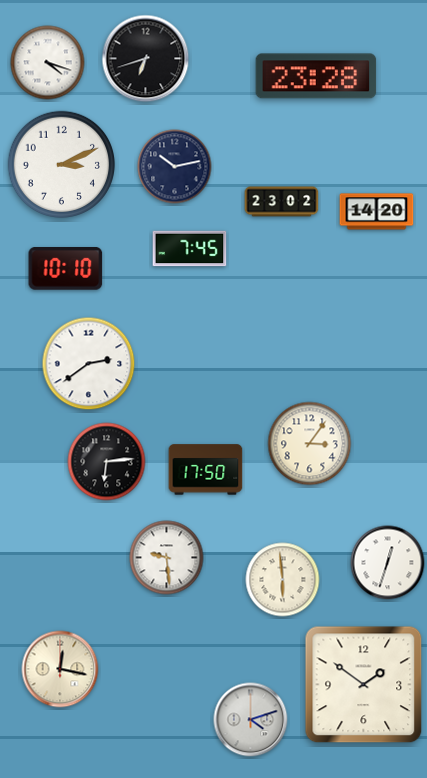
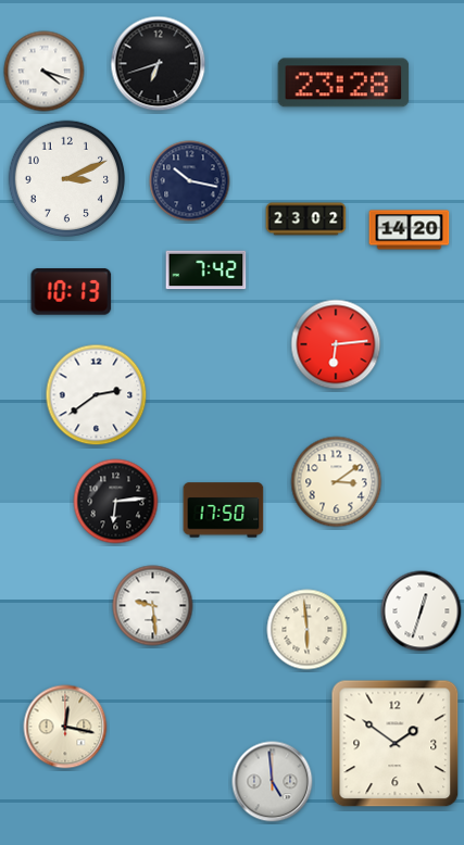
clock at (48, 63) position: (48, 63) -> (45, 72)
clock at (175, 167): 10:13 -> 10:17
clock at (190, 249): 7:45 -> 7:42
clock at (66, 269): 10:10 -> 10:13
clock at (336, 344): none -> 6:14
clock at (310, 444): 3:06 -> 3:09
clock at (167, 558) position: (167, 558) -> (153, 606)
clock at (251, 720): 4:12 -> 4:59
